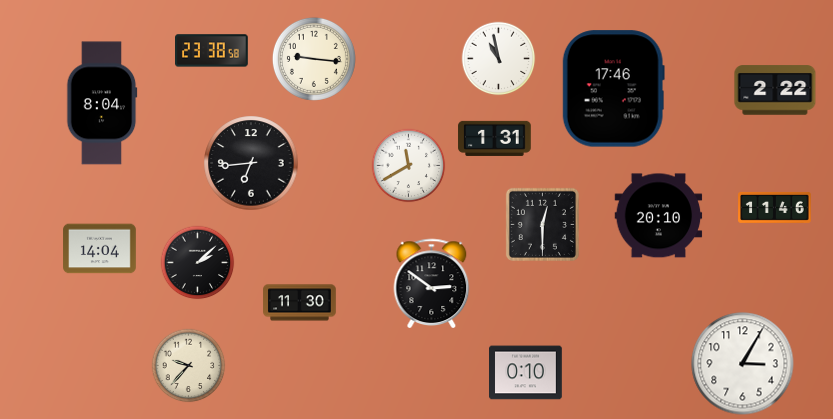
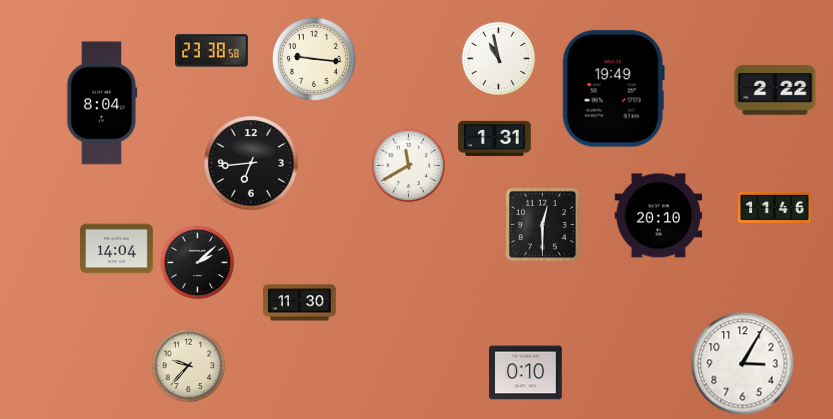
clock at (613, 89): 17:46 -> 19:49
clock at (100, 249) position: (100, 249) -> (117, 249)
clock at (432, 283): 2:51 -> none
